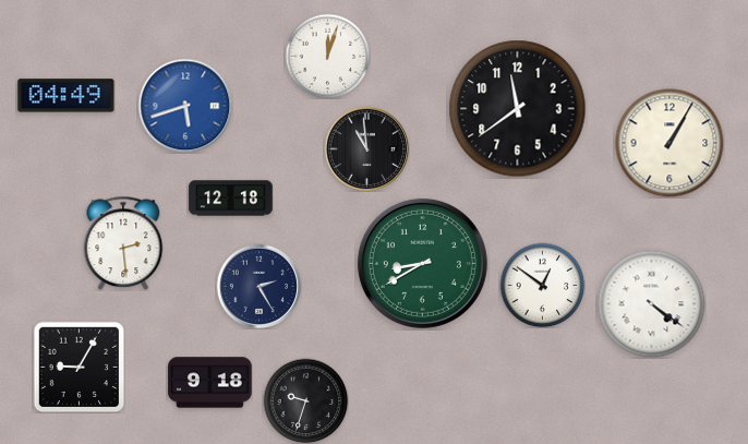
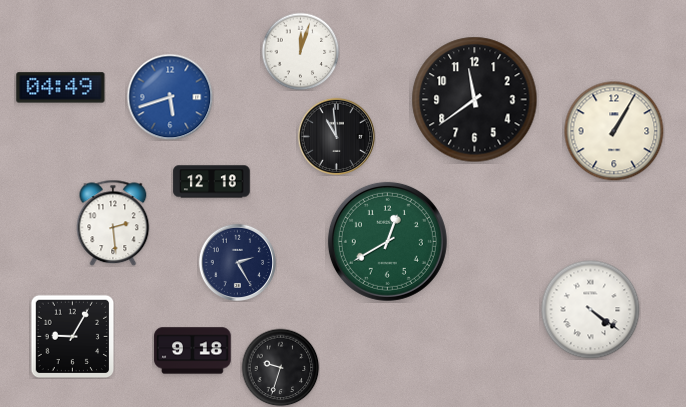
clock at (422, 263): 8:40 -> 12:40
clock at (542, 285): 12:51 -> none
clock at (652, 304) position: (652, 304) -> (591, 310)
